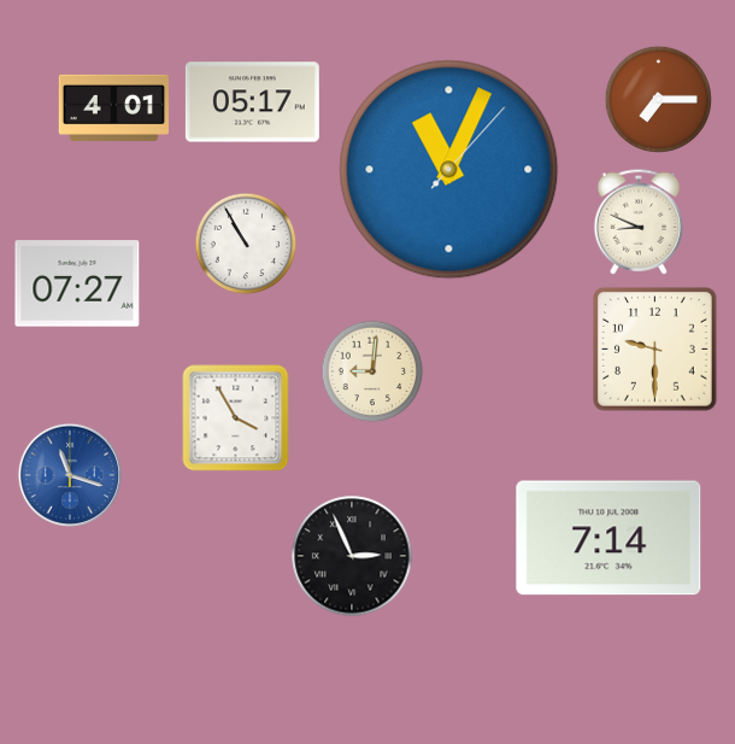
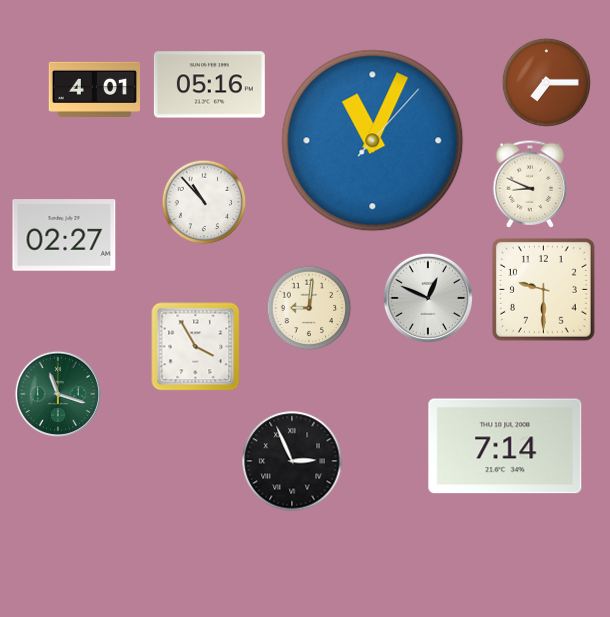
clock at (252, 102): 05:17 -> 05:16
clock at (246, 244): 10:55 -> 10:53
clock at (77, 283): 07:27 -> 02:27
clock at (428, 298): none -> 12:49
clock at (69, 474) dial: blue -> green
